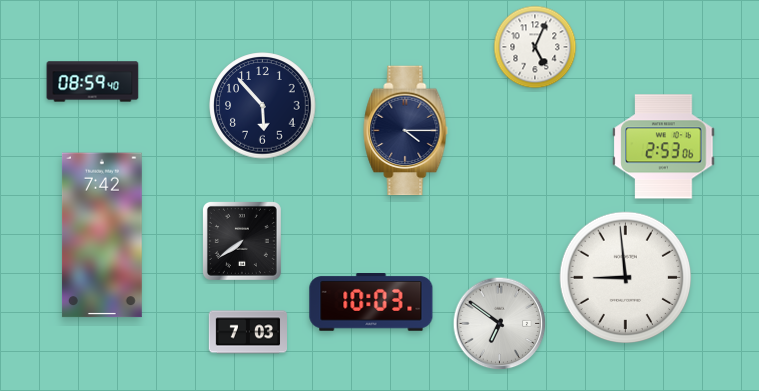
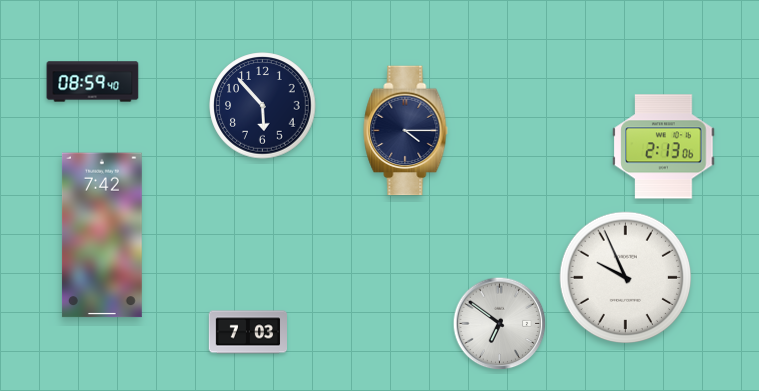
clock at (535, 47): 5:04 -> none
clock at (664, 147): 2:53 -> 2:13
clock at (242, 241): 7:39 -> none
clock at (626, 278): 8:59 -> 9:56
clock at (371, 303): 10:03 -> none
